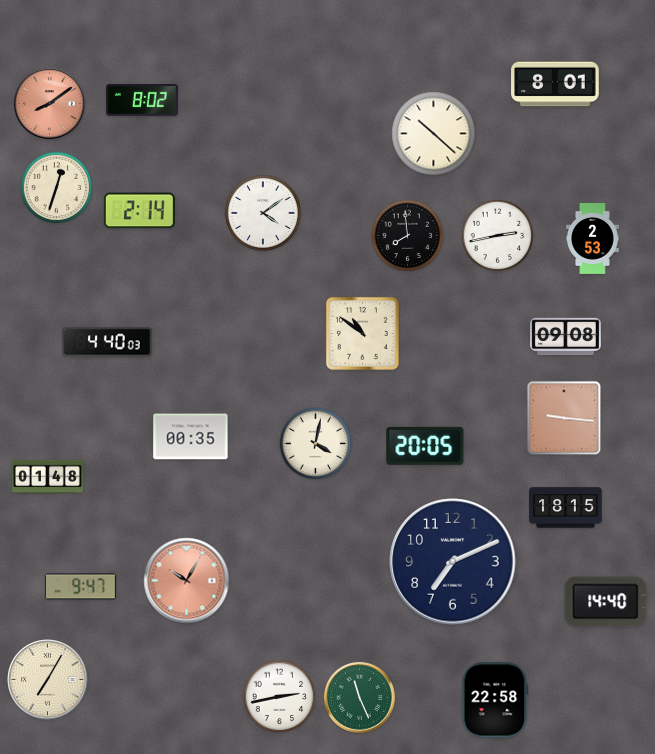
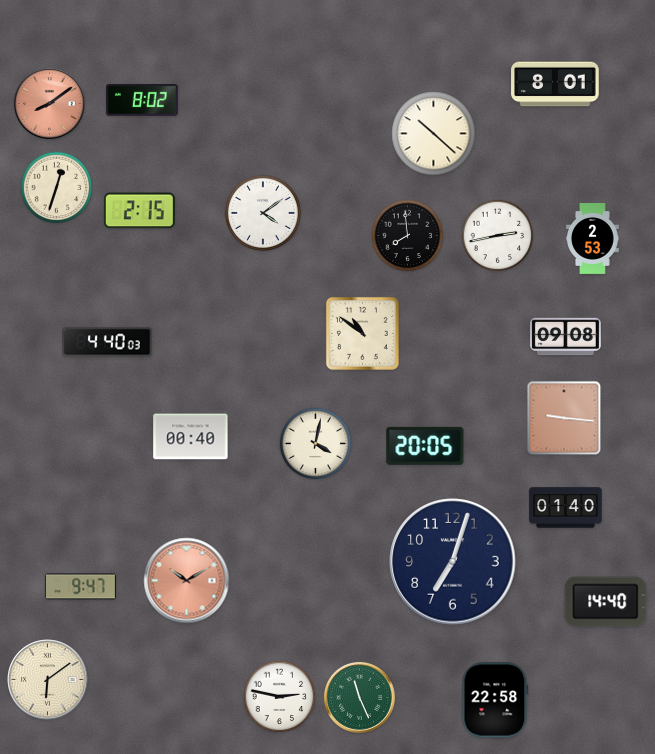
clock at (139, 211): 2:14 -> 2:15
clock at (191, 437): 00:35 -> 00:40
clock at (48, 477): 01:48 -> none
clock at (566, 508): 18:15 -> 01:40
clock at (453, 562): 7:11 -> 7:03
clock at (187, 581): 10:05 -> 10:10
clock at (48, 680): 7:05 -> 6:09
clock at (280, 697): 2:43 -> 2:47
